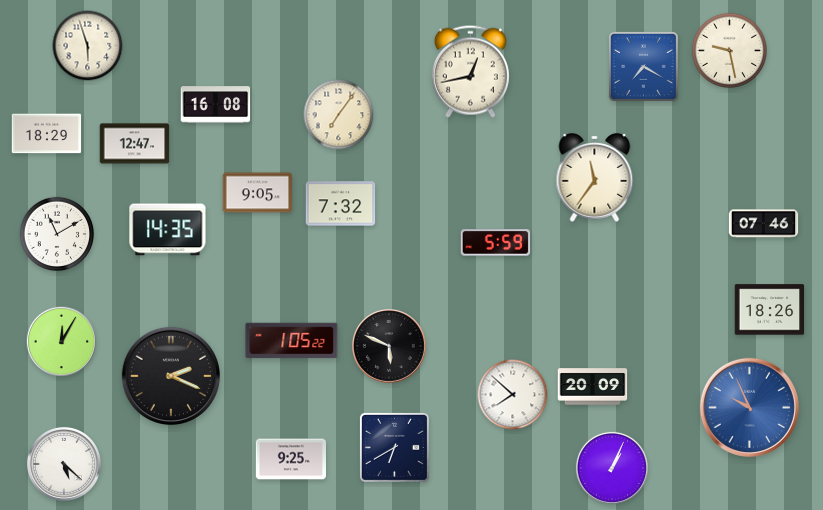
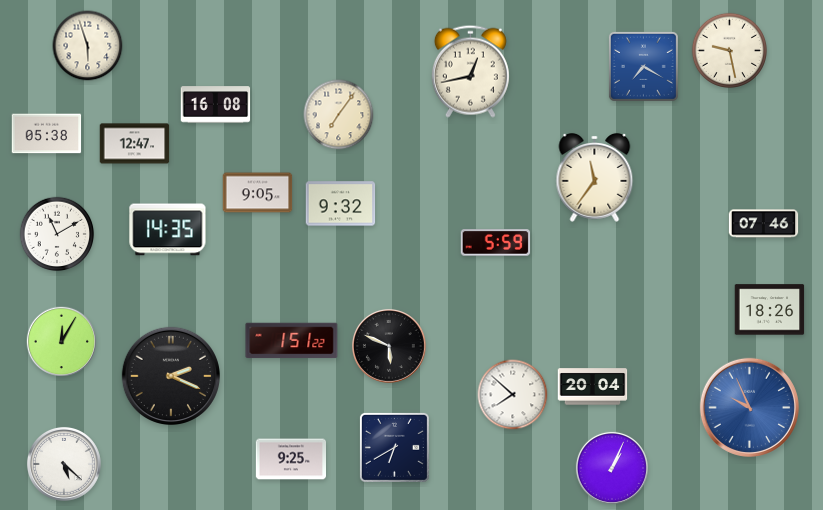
clock at (47, 134): 18:29 -> 05:38
clock at (341, 204): 7:32 -> 9:32
clock at (292, 341): 1:05 -> 1:51
clock at (593, 387): 20:09 -> 20:04
